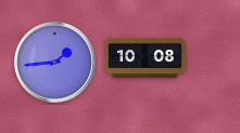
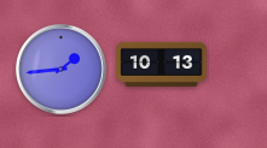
clock at (146, 57): 10:08 -> 10:13
